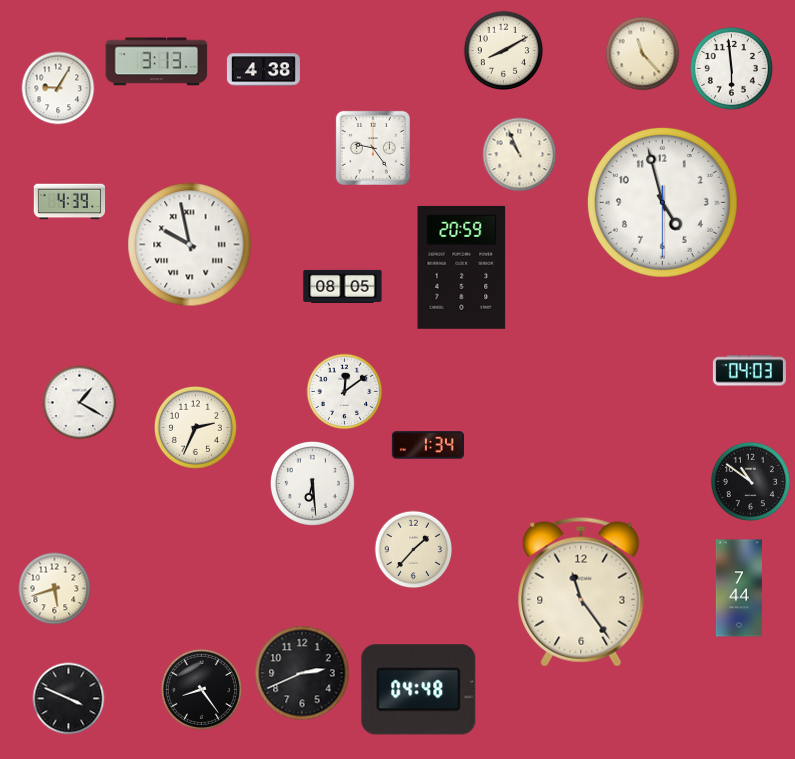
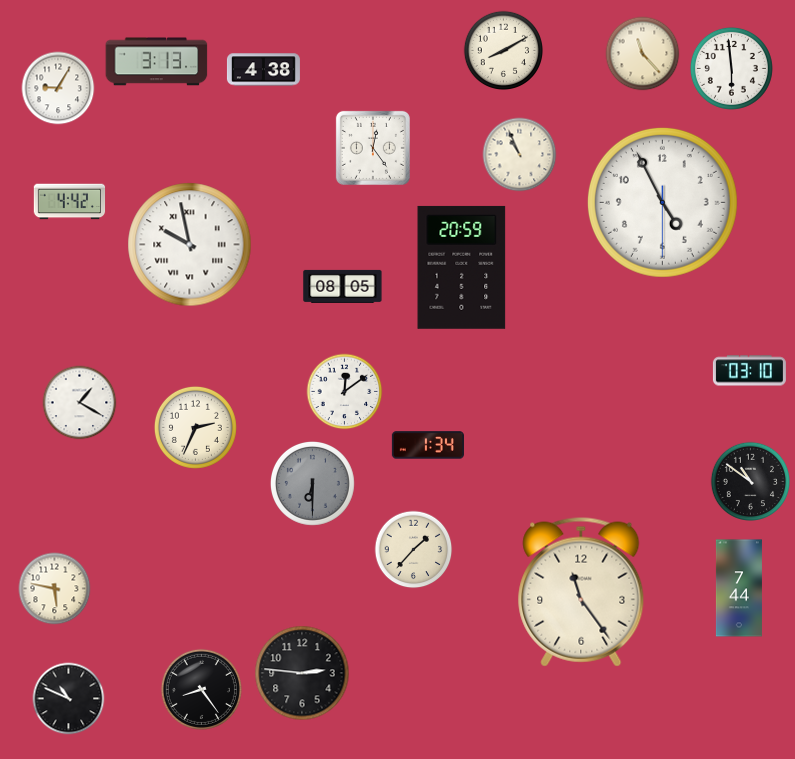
clock at (373, 148): 9:24 -> 12:24
clock at (70, 202): 4:39 -> 4:42
clock at (662, 202): 4:57 -> 4:55
clock at (749, 371): 04:03 -> 03:10
clock at (312, 483): 6:29 -> 6:30
clock at (312, 483) dial: white -> grey
clock at (55, 589): 5:42 -> 5:47
clock at (302, 673): 2:41 -> 2:46
clock at (419, 690): 04:48 -> none
clock at (69, 699): 3:49 -> 10:49
